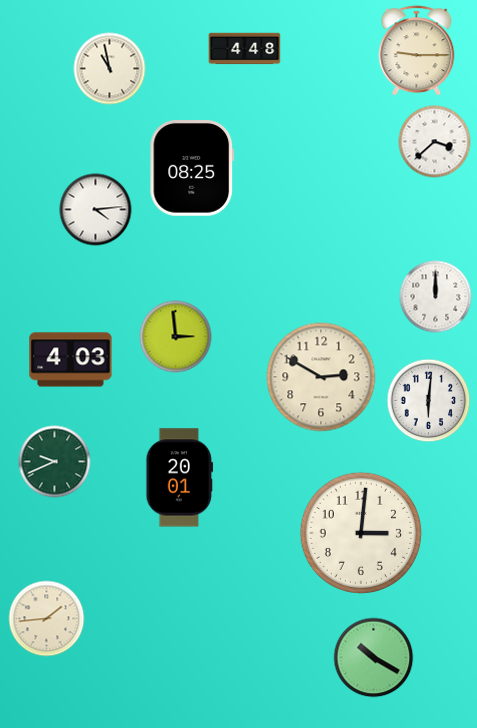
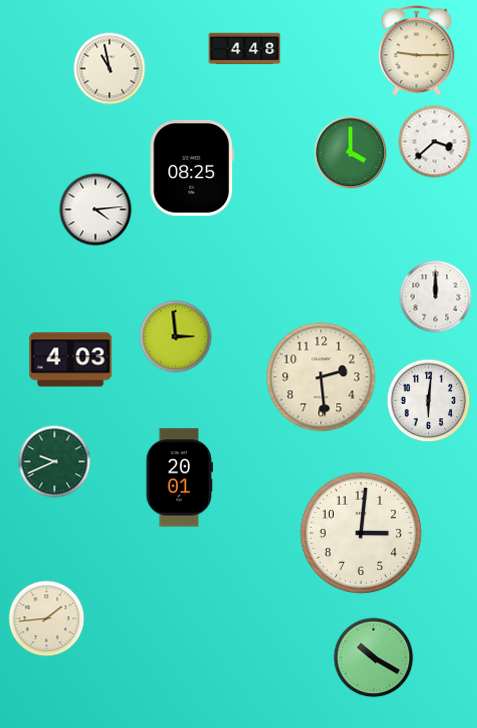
clock at (351, 153): none -> 4:00
clock at (321, 377): 2:50 -> 2:29
